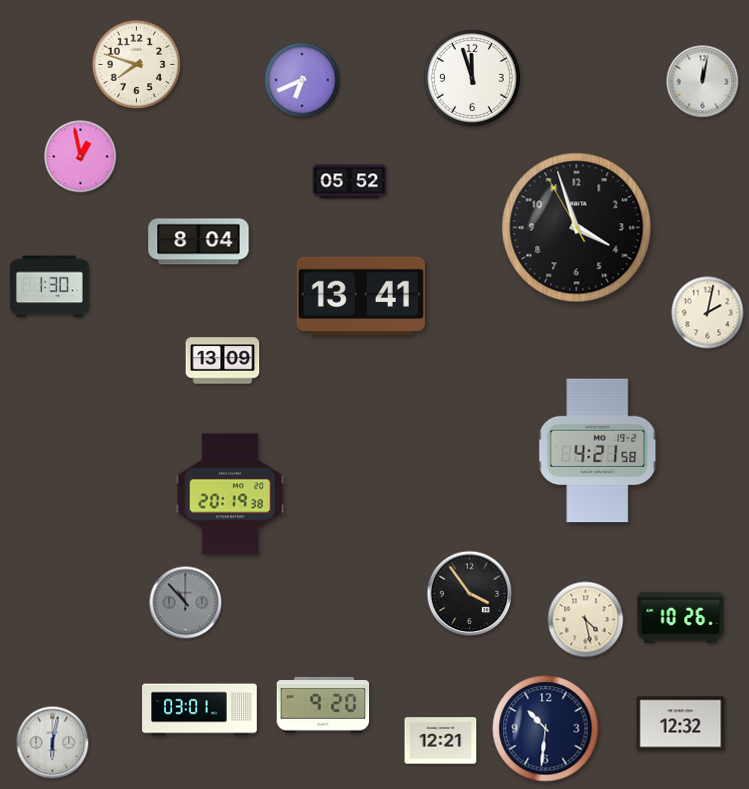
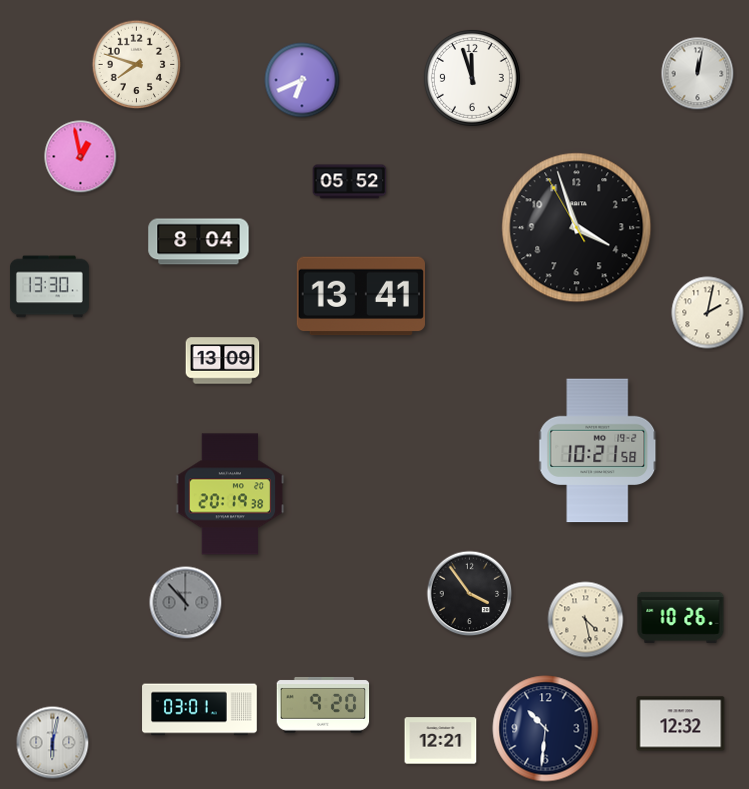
clock at (703, 82) position: (703, 82) -> (698, 74)
clock at (49, 287): 1:30 -> 13:30
clock at (598, 451): 4:21 -> 10:21
